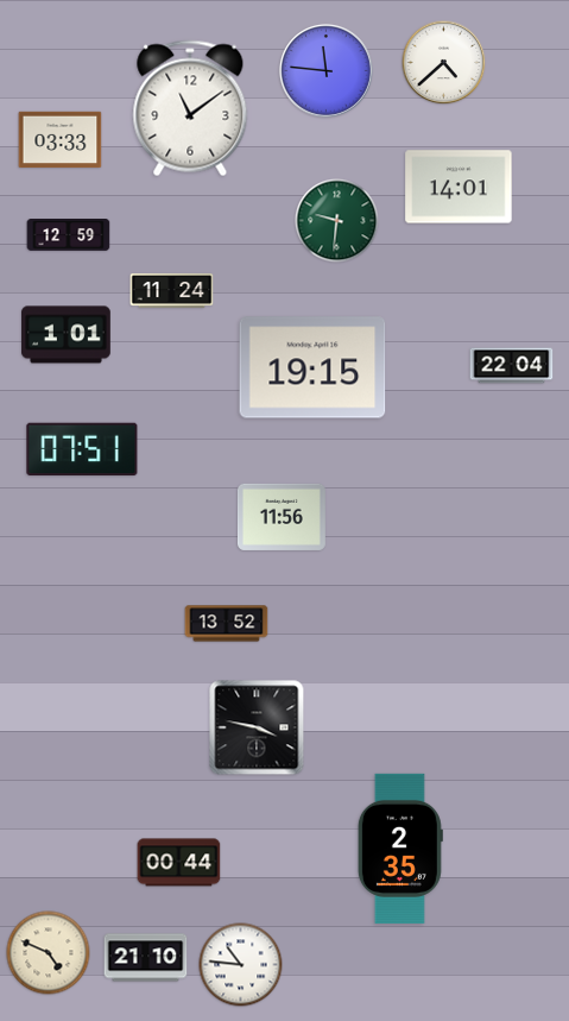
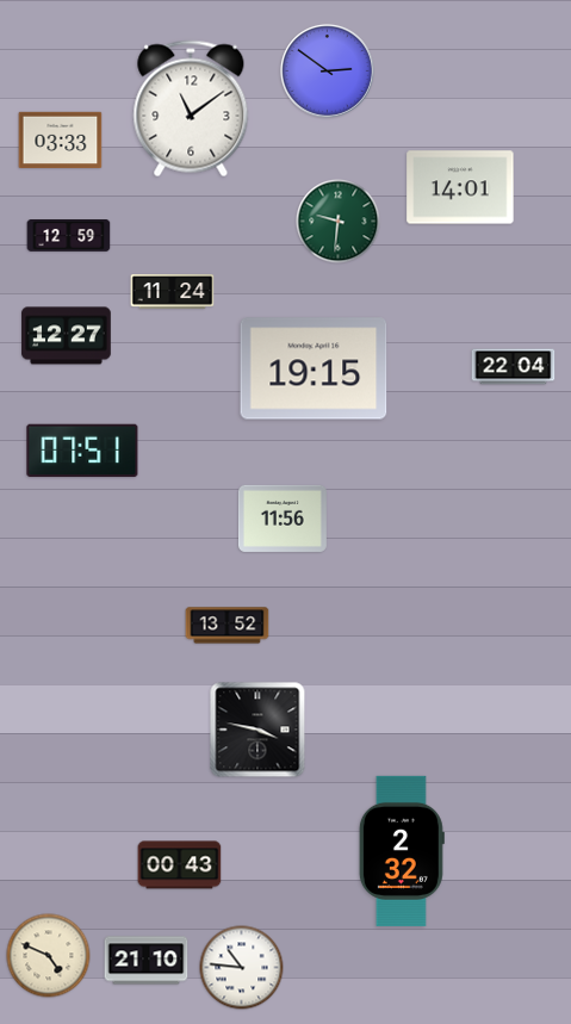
clock at (444, 63): 4:38 -> none
clock at (325, 70): 11:46 -> 2:51
clock at (67, 335): 1:01 -> 12:27
clock at (400, 849): 2:35 -> 2:32
clock at (179, 863): 00:44 -> 00:43
